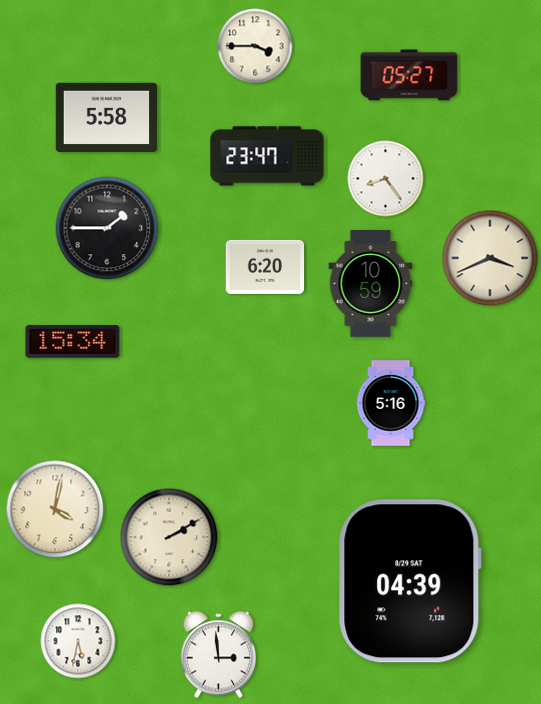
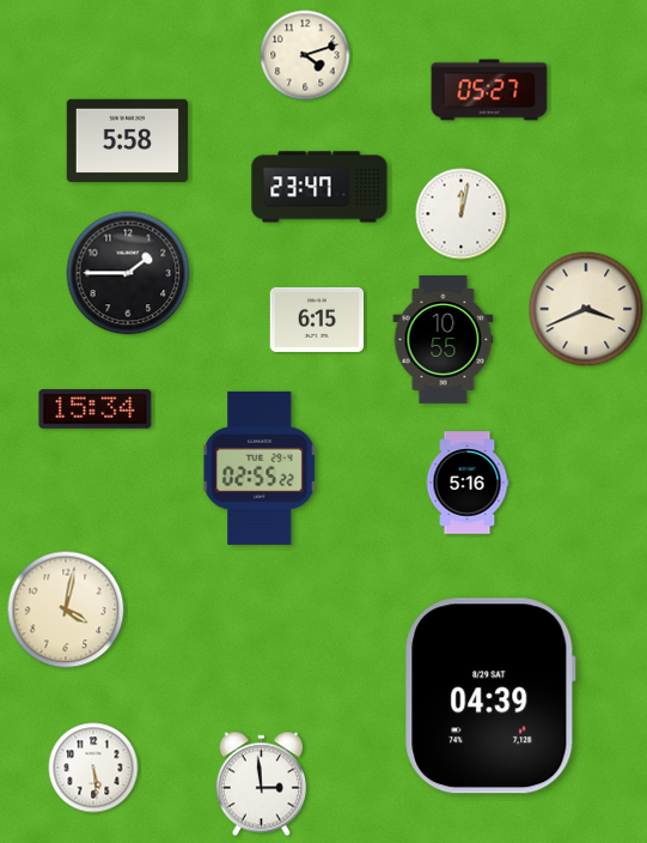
clock at (255, 46): 3:45 -> 4:12
clock at (386, 179): 8:24 -> 12:02
clock at (265, 267): 6:20 -> 6:15
clock at (371, 284): 10:59 -> 10:55
clock at (73, 342) position: (73, 342) -> (96, 410)
clock at (260, 468): none -> 02:55
clock at (169, 537): 2:10 -> none
clock at (78, 641): 5:32 -> 5:29
